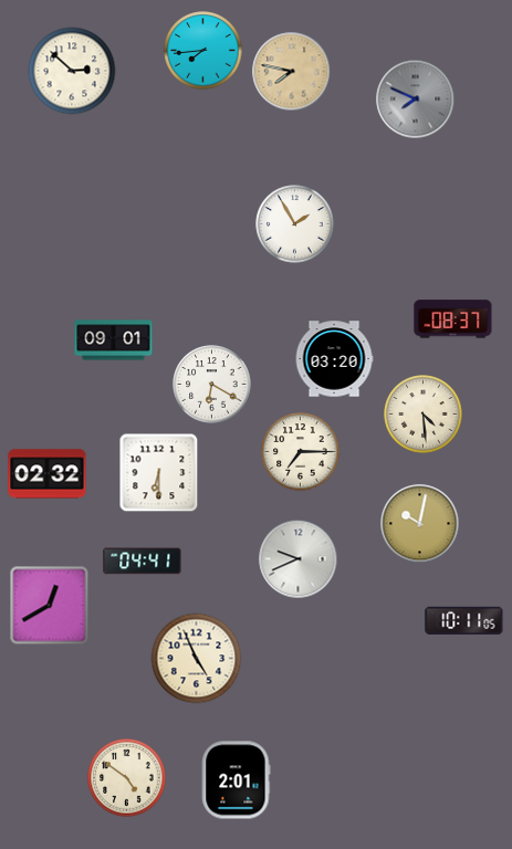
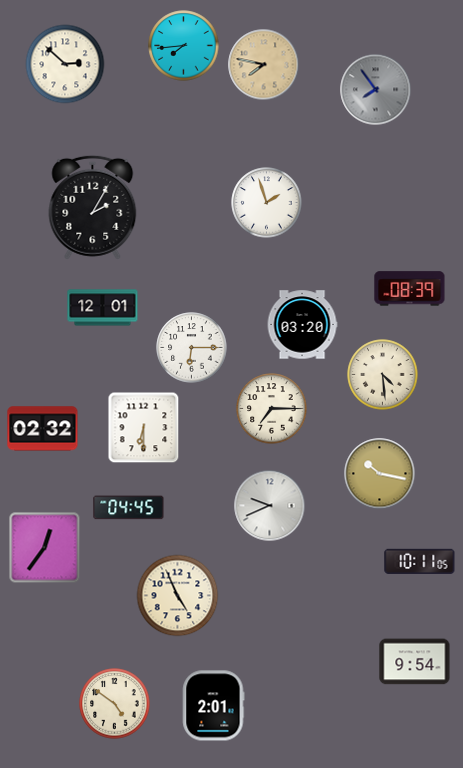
clock at (416, 99): 7:49 -> 7:54
clock at (295, 224): 1:55 -> 1:57
clock at (93, 207): none -> 2:05
clock at (453, 319): 08:37 -> 08:39
clock at (114, 340): 09:01 -> 12:01
clock at (212, 385): 6:20 -> 6:15
clock at (420, 524): 10:02 -> 10:17
clock at (143, 562): 04:41 -> 04:45
clock at (50, 606): 12:40 -> 12:36
clock at (415, 662): none -> 9:54
